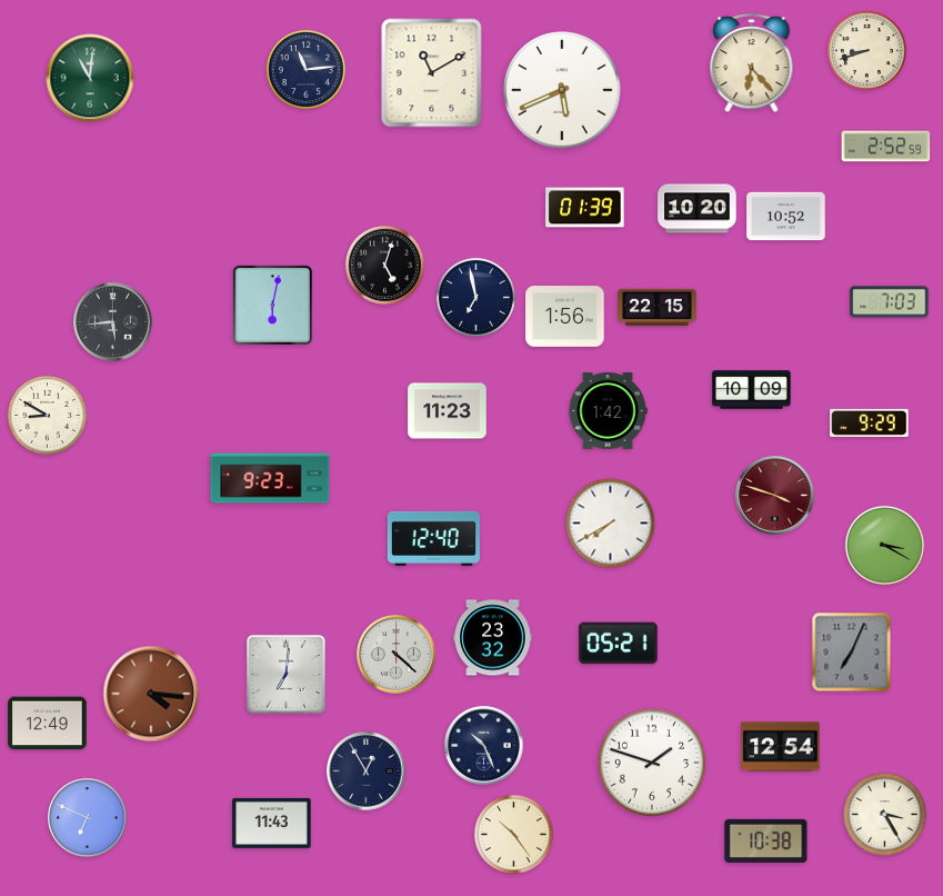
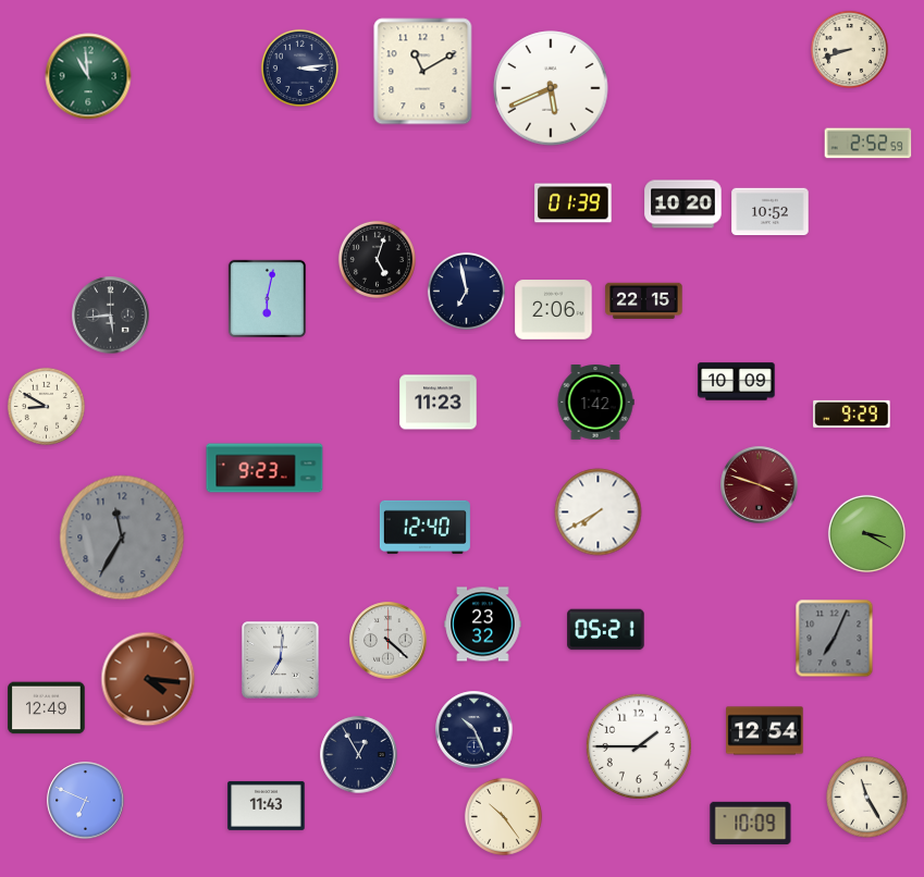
clock at (752, 63): 6:23 -> none
clock at (305, 69): 11:14 -> 3:14
clock at (90, 78): 11:01 -> 10:59
clock at (890, 302): 7:03 -> none
clock at (565, 317): 1:56 -> 2:06
clock at (122, 538): none -> 11:35
clock at (651, 761): 1:48 -> 1:45
clock at (885, 815): 3:25 -> 11:25
clock at (766, 840): 10:38 -> 10:09
